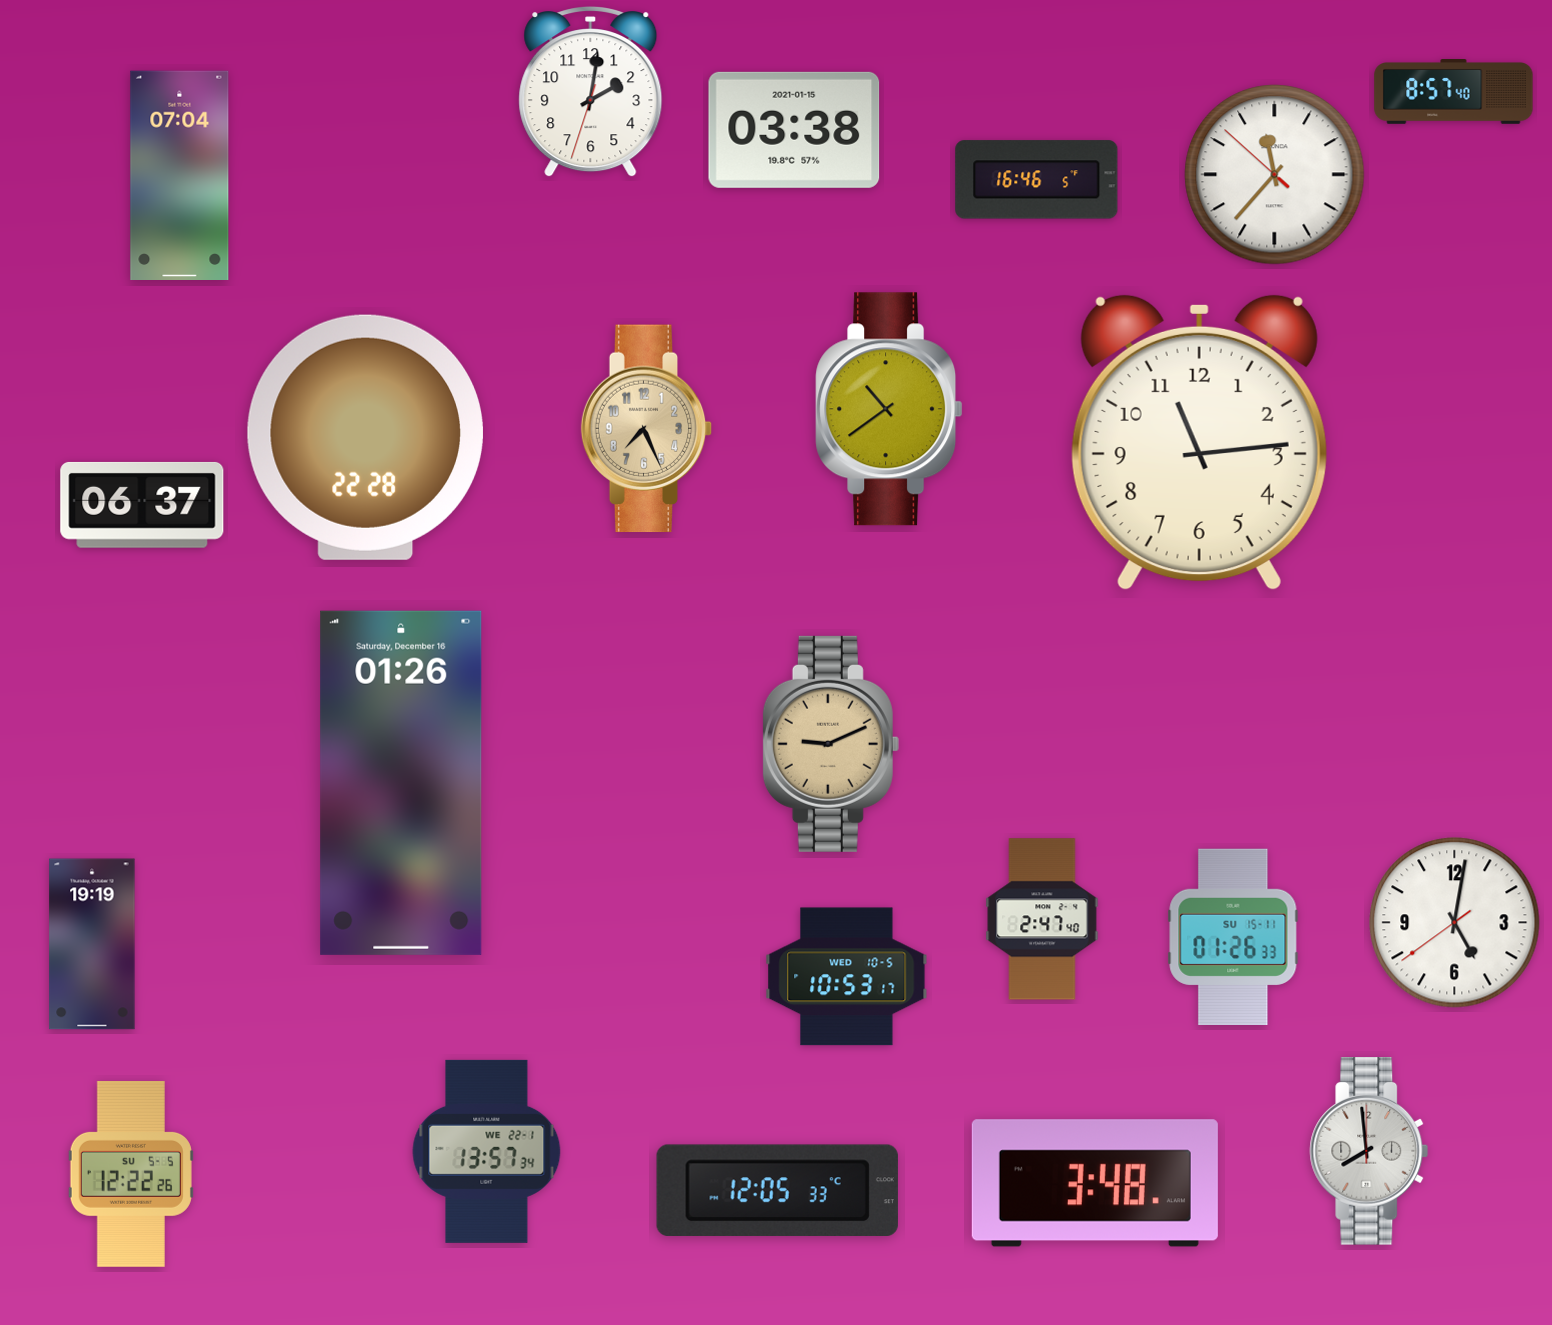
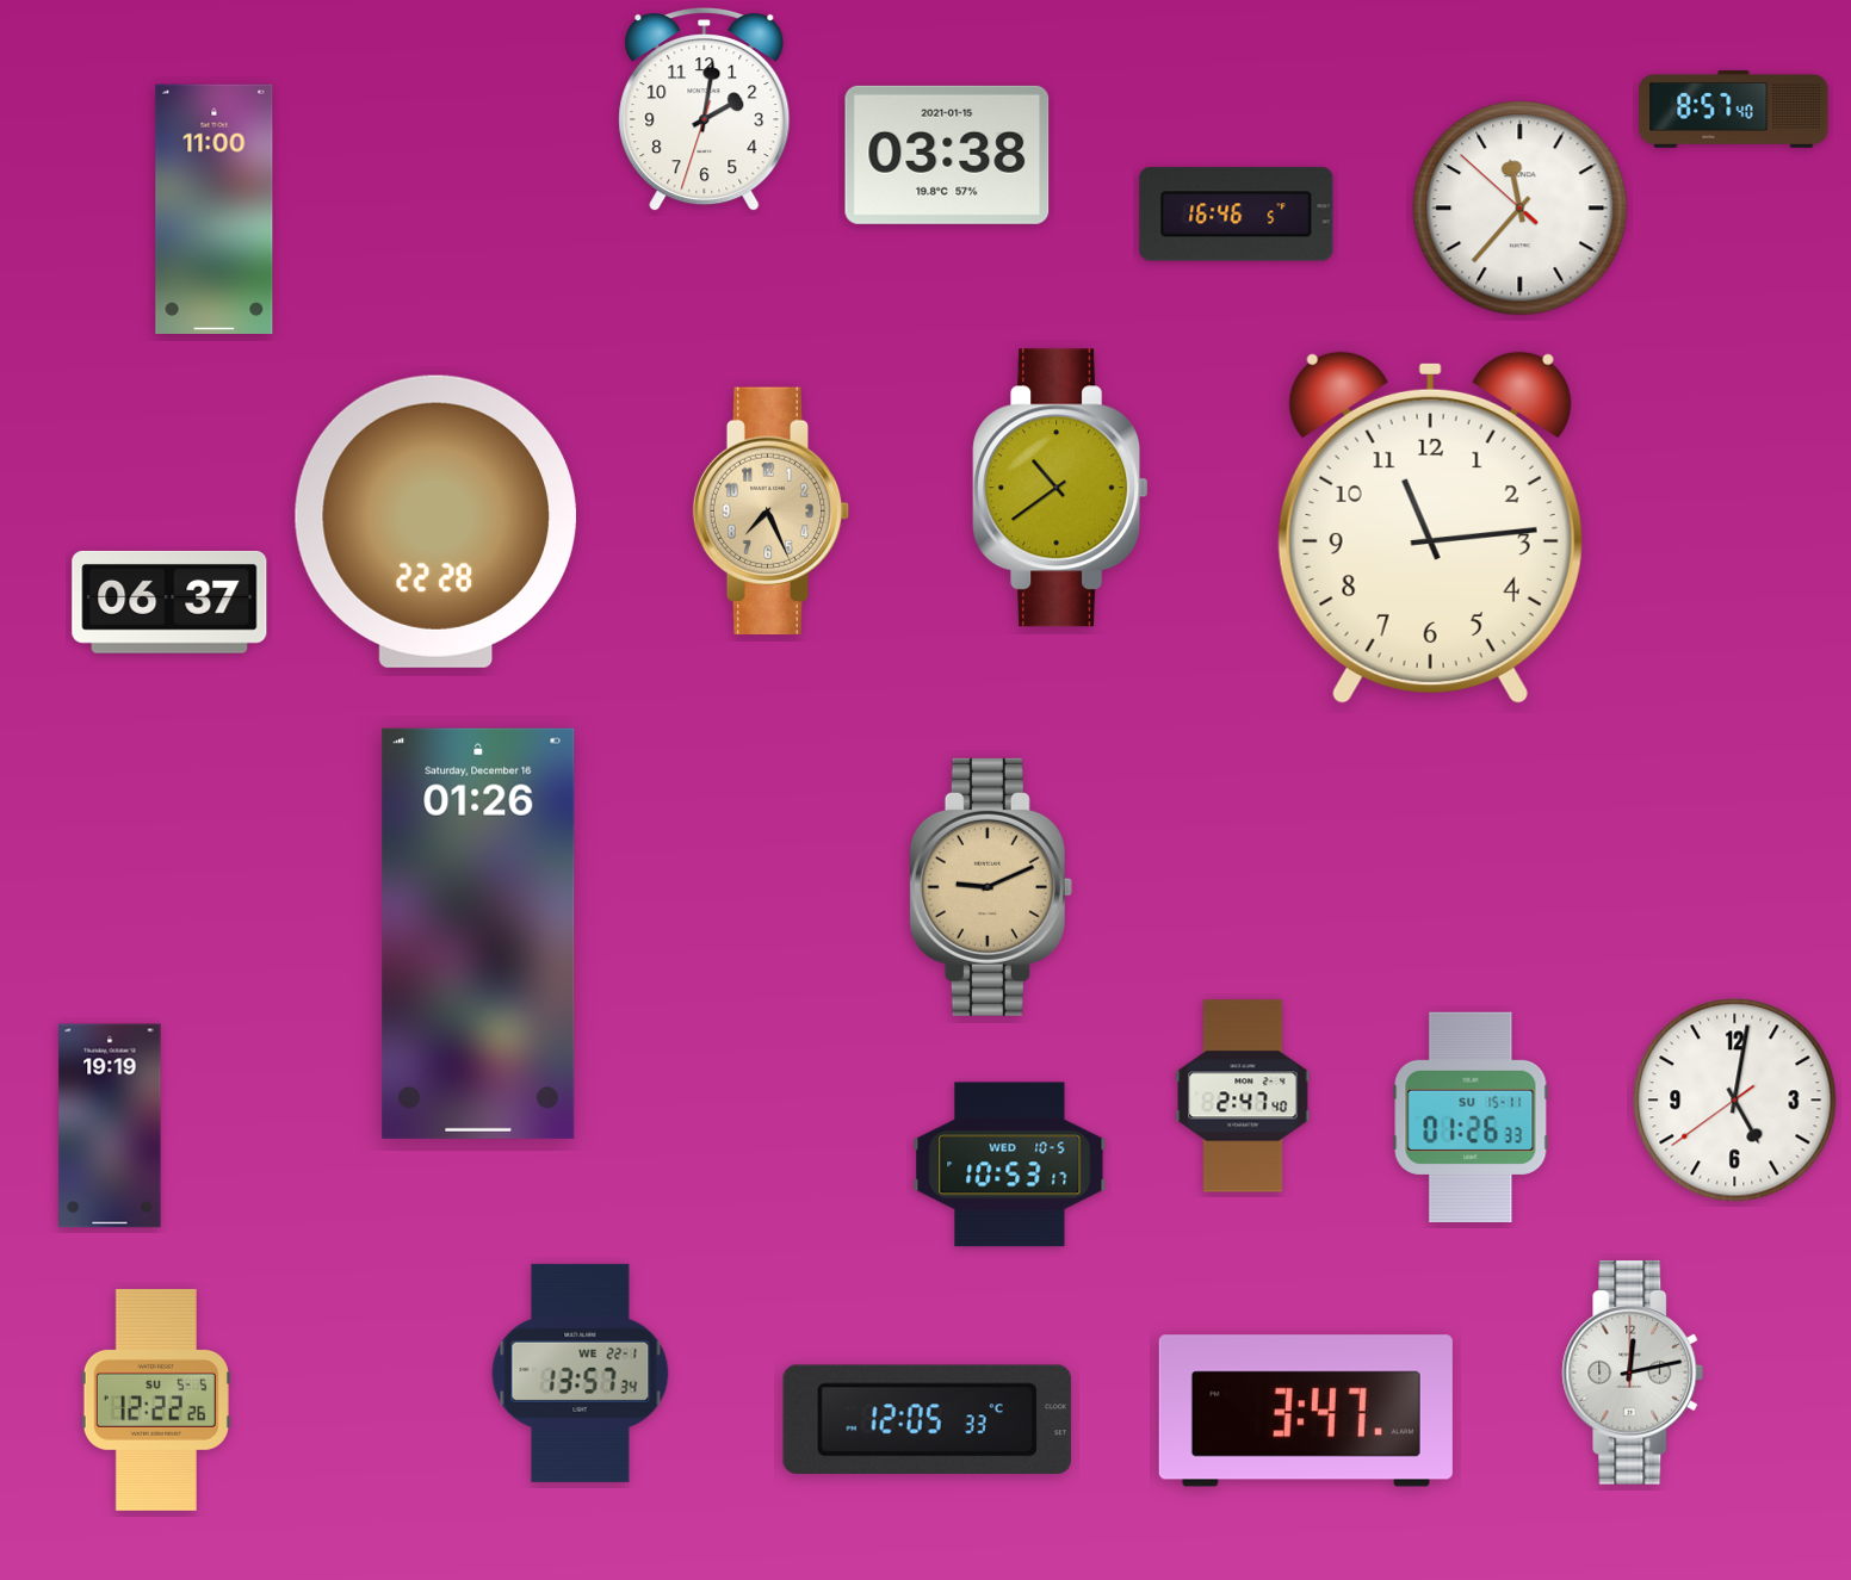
clock at (180, 175): 07:04 -> 11:00
clock at (1369, 1152): 7:59 -> 12:13
clock at (1095, 1183): 3:48 -> 3:47
